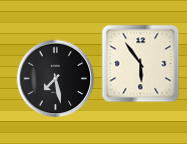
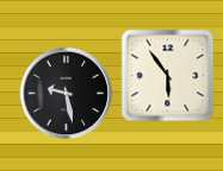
clock at (55, 78): 7:28 -> 9:28
